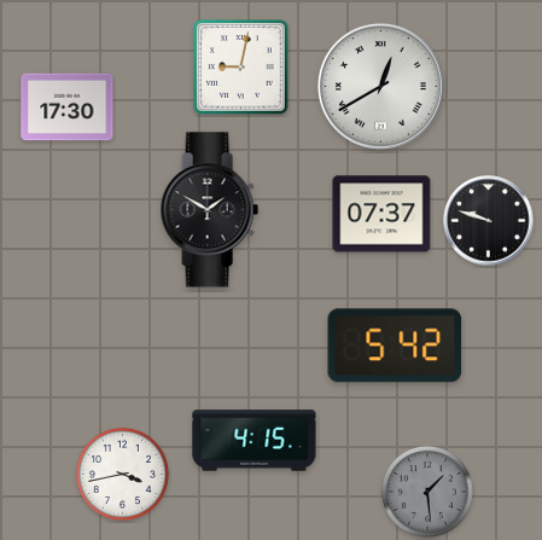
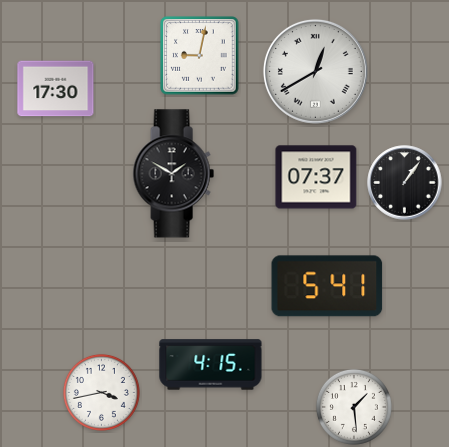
clock at (489, 221): 9:48 -> 1:06
clock at (395, 346): 5:42 -> 5:41
clock at (427, 492) dial: grey -> white
